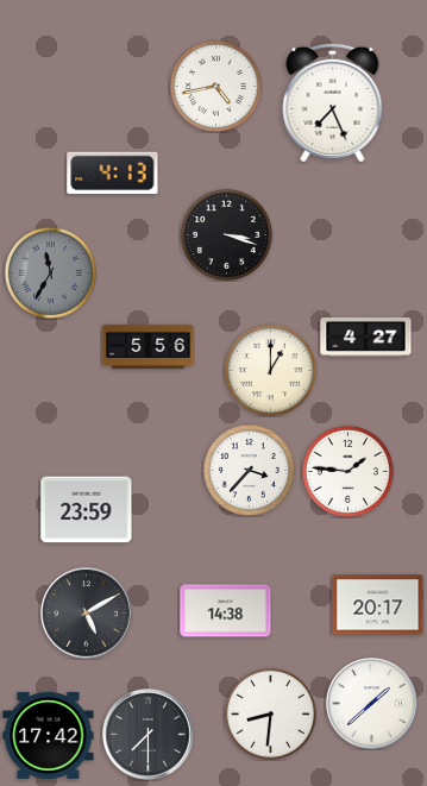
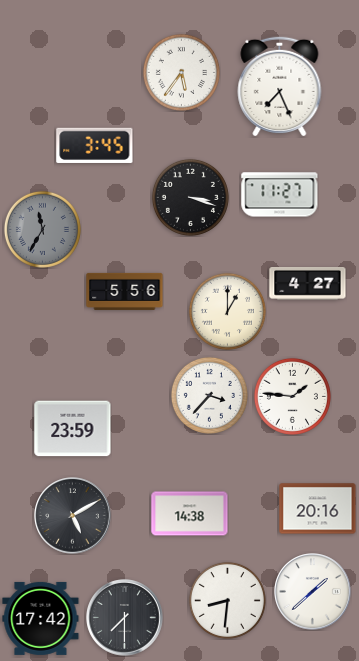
clock at (215, 86): 4:43 -> 5:36
clock at (113, 172): 4:13 -> 3:45
clock at (280, 195): none -> 11:27
clock at (378, 605): 20:17 -> 20:16
